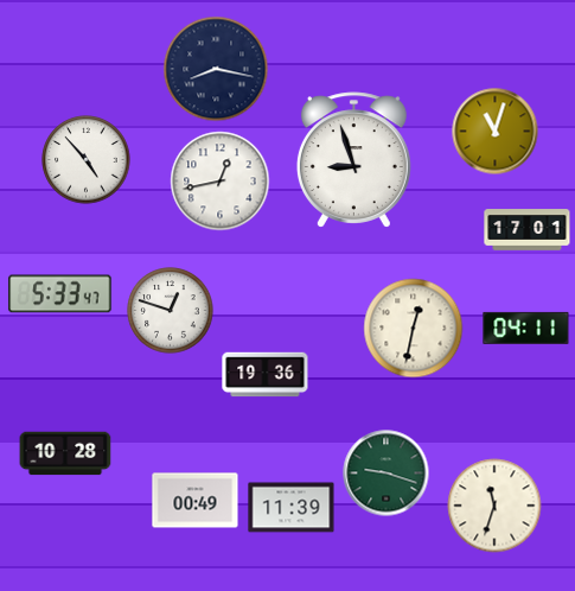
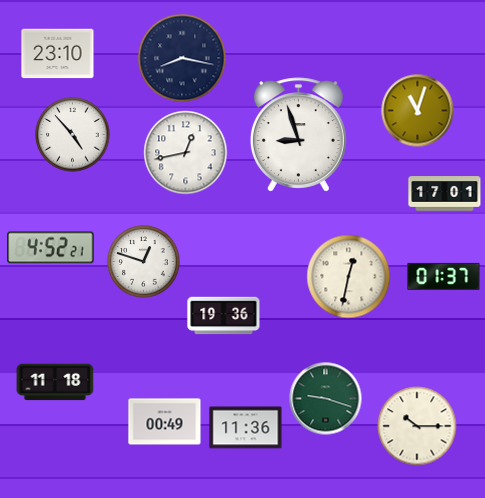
clock at (58, 54): none -> 23:10
clock at (60, 294): 5:33 -> 4:52
clock at (526, 328): 04:11 -> 01:37
clock at (65, 453): 10:28 -> 11:18
clock at (494, 506): 11:33 -> 10:15
clock at (292, 508): 11:39 -> 11:36
